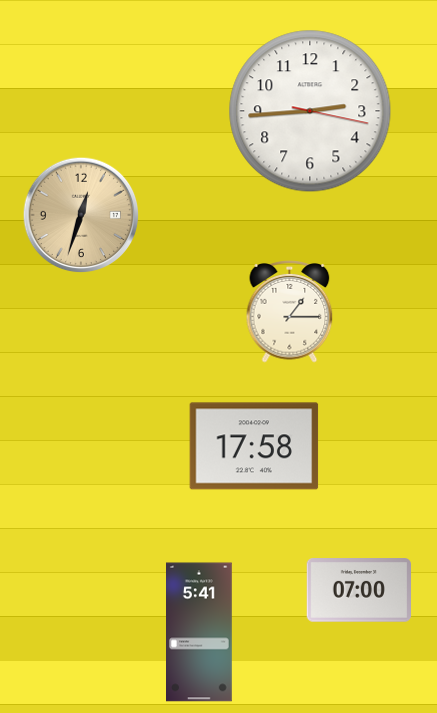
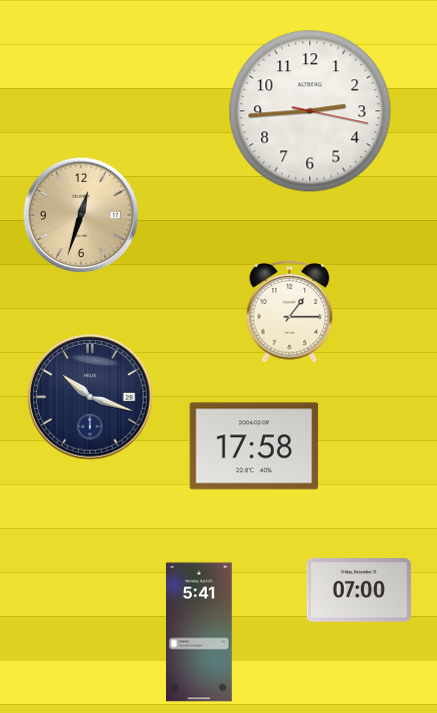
clock at (90, 397): none -> 10:18
